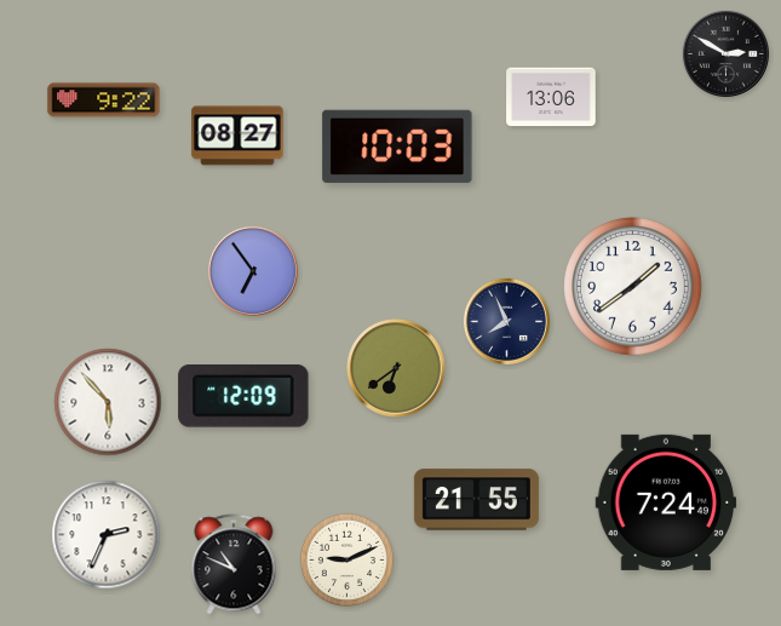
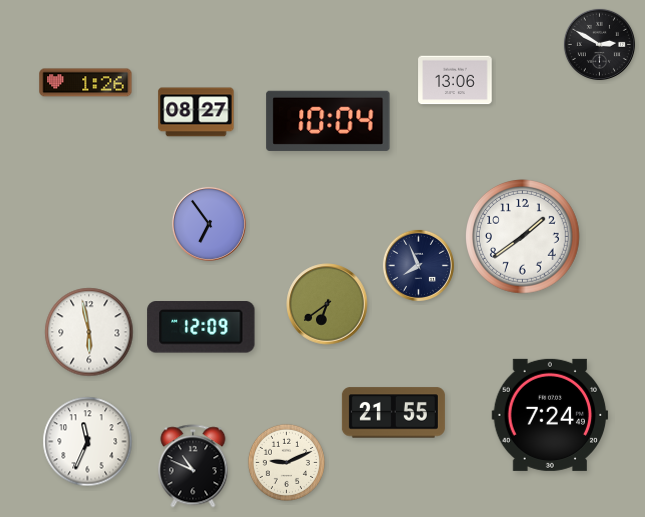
clock at (104, 100): 9:22 -> 1:26
clock at (397, 147): 10:03 -> 10:04
clock at (108, 402): 5:53 -> 5:58
clock at (107, 535): 2:34 -> 11:34
